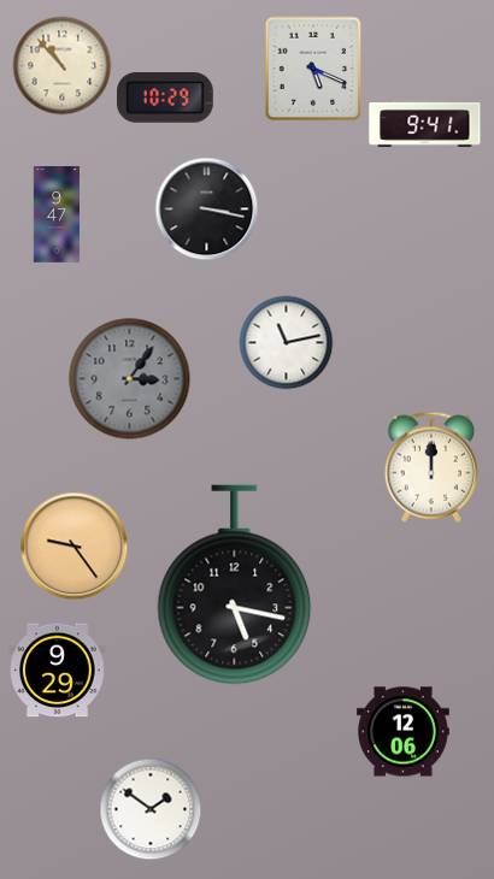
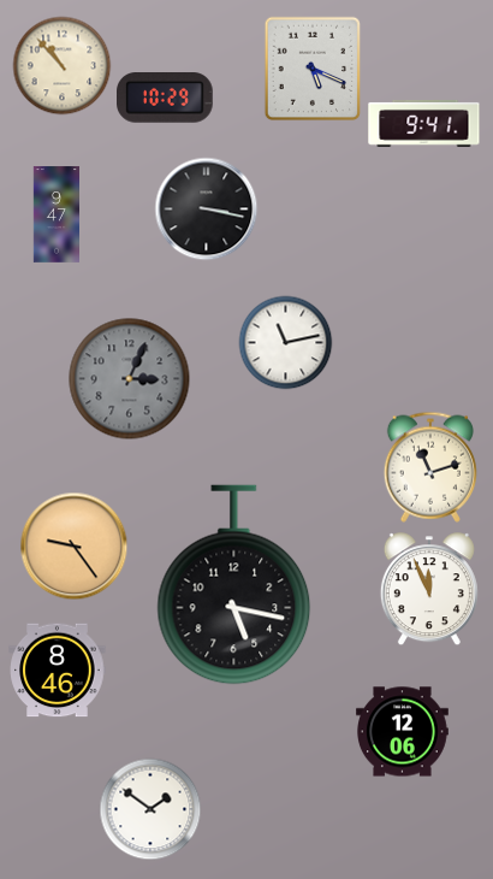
clock at (130, 379): 3:06 -> 3:04
clock at (431, 467): 12:00 -> 11:12
clock at (429, 589): none -> 11:56
clock at (58, 671): 9:29 -> 8:46
